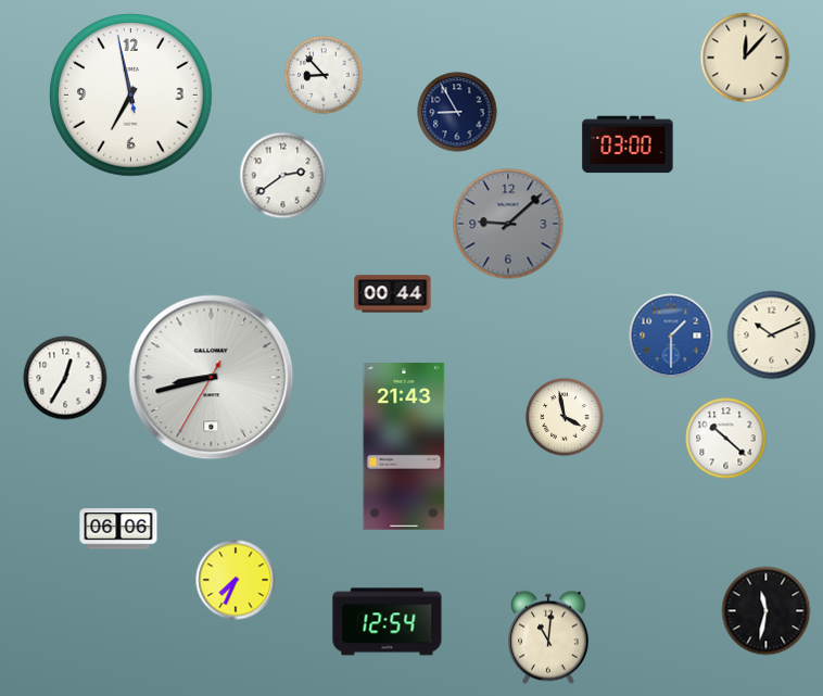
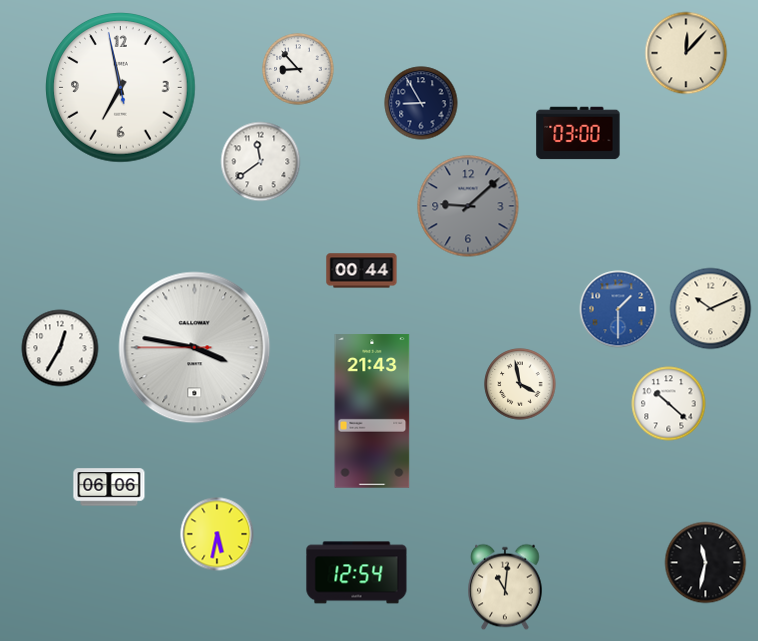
clock at (283, 176): 2:39 -> 11:39
clock at (212, 378): 8:42 -> 3:46
clock at (236, 580): 7:34 -> 5:32
